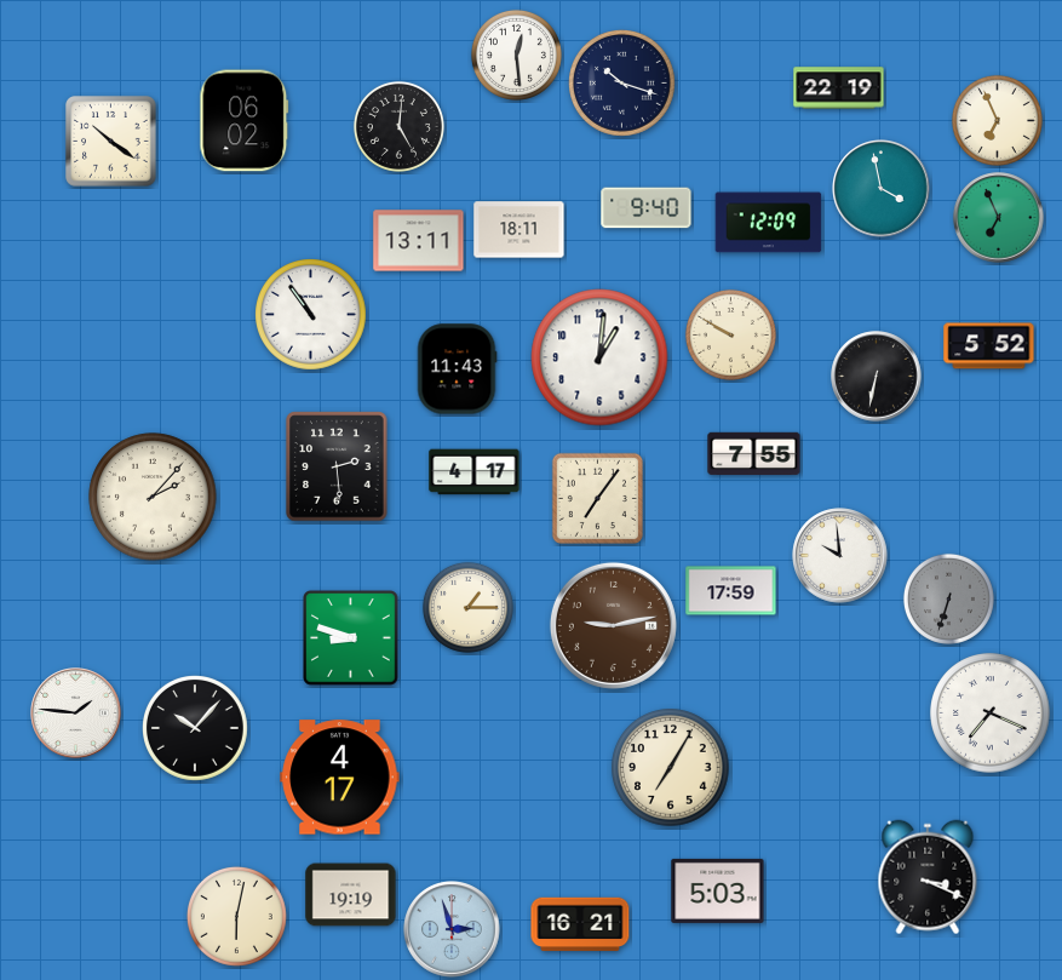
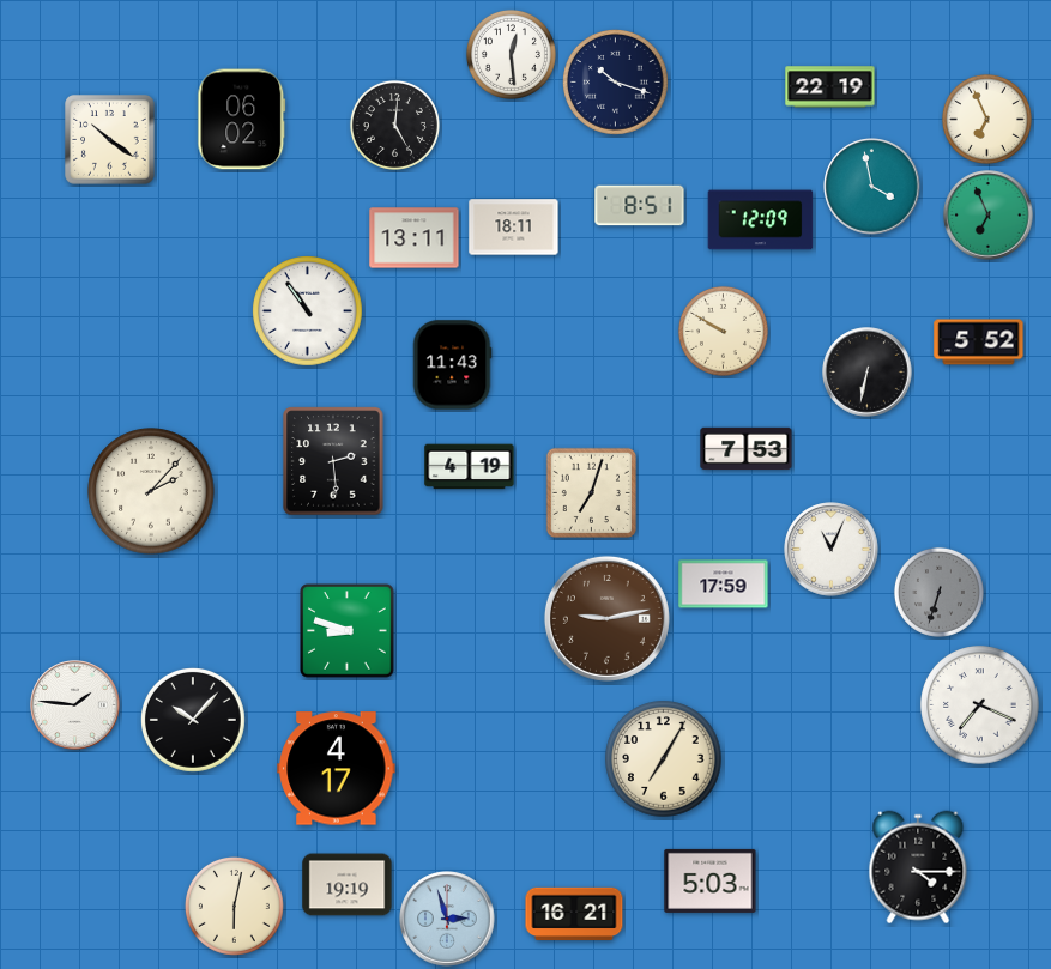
clock at (647, 208): 9:40 -> 8:51
clock at (599, 357): 1:01 -> none
clock at (754, 454): 7:55 -> 7:53
clock at (475, 472): 4:17 -> 4:19
clock at (597, 498): 7:06 -> 7:03
clock at (840, 556): 9:59 -> 11:04
clock at (467, 607): 1:15 -> none
clock at (928, 877): 3:19 -> 4:15
